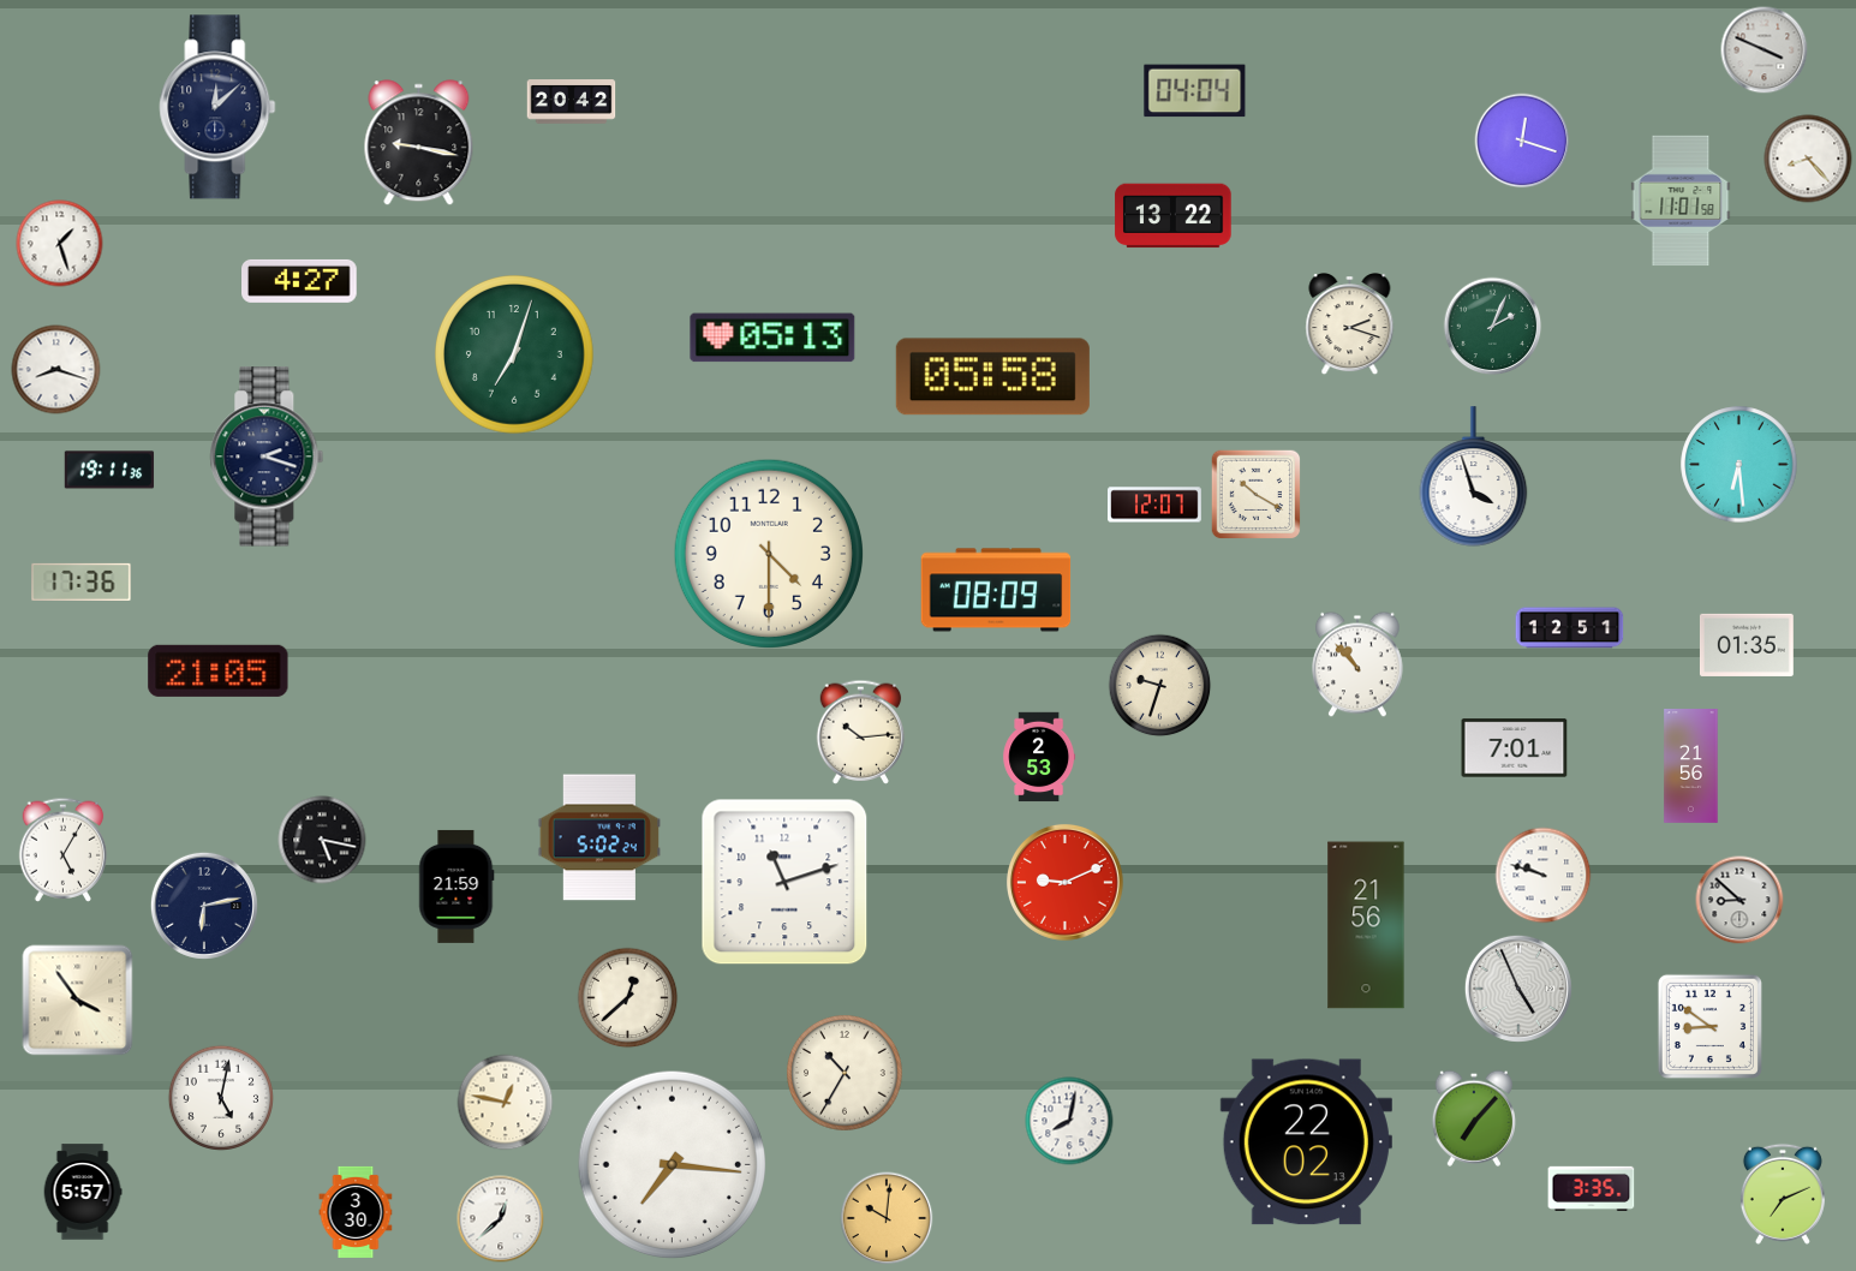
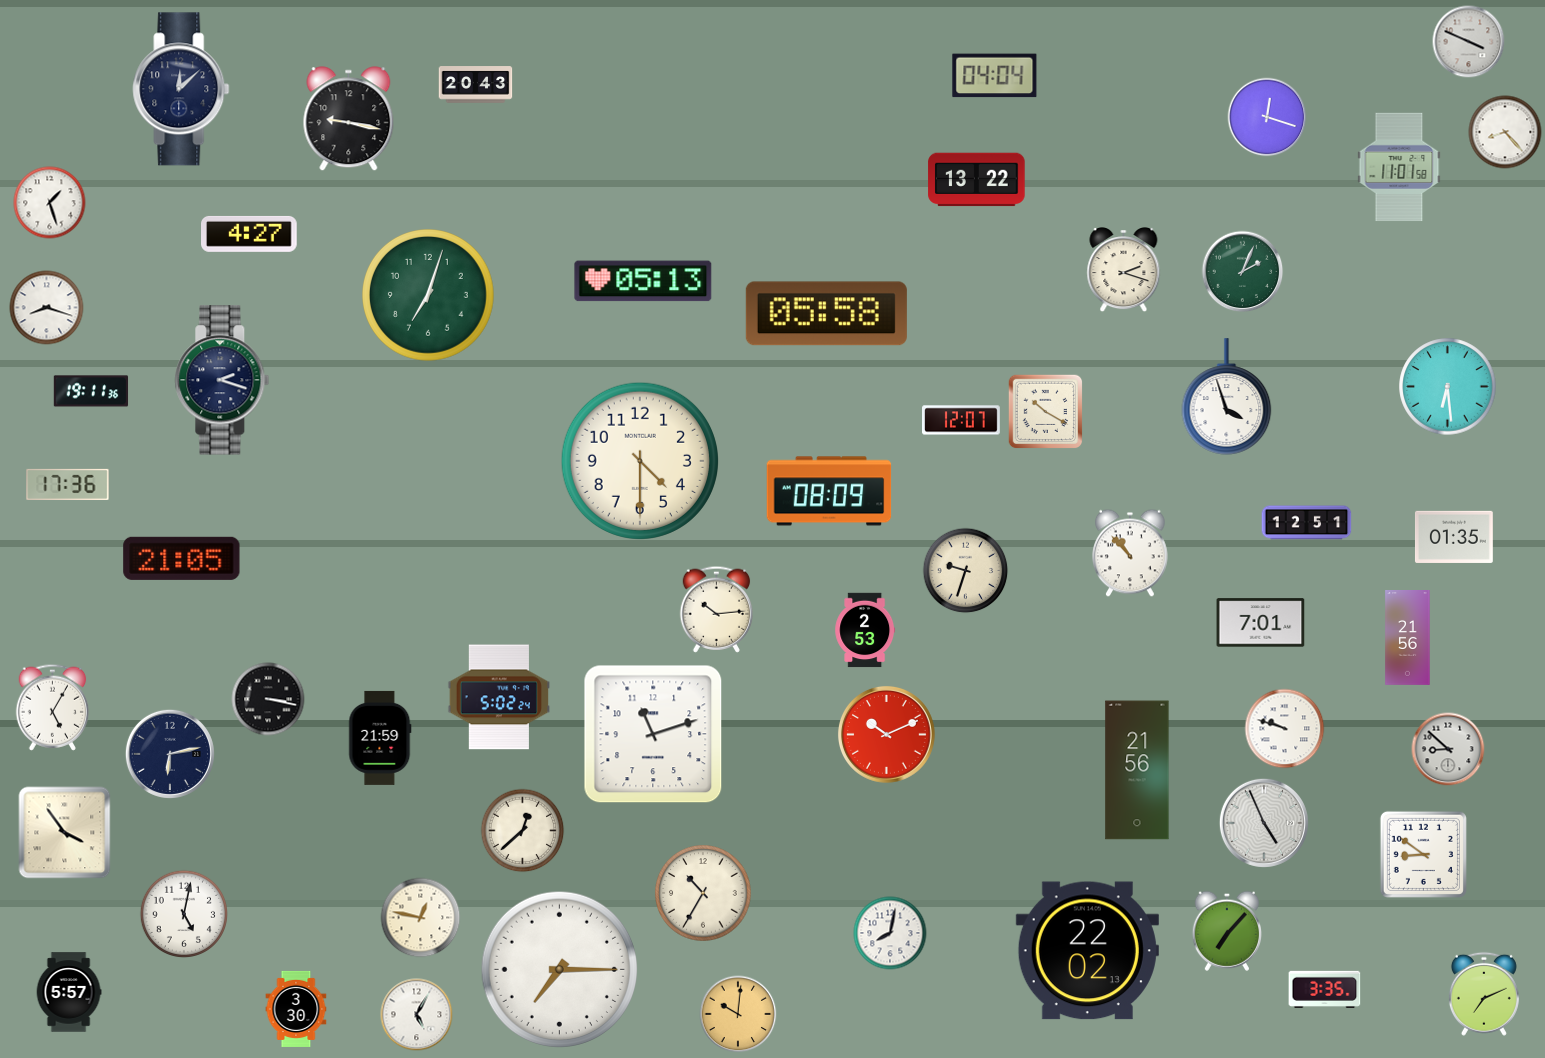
clock at (572, 102): 20:42 -> 20:43
clock at (322, 840): 5:17 -> 3:17
clock at (1064, 882): 9:11 -> 10:11
clock at (673, 1165): 7:16 -> 7:15
clock at (501, 1219): 12:38 -> 5:05
